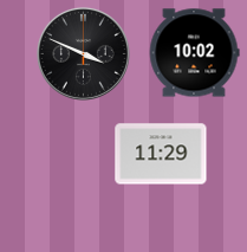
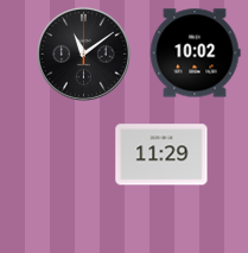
clock at (83, 53): 3:49 -> 11:09
